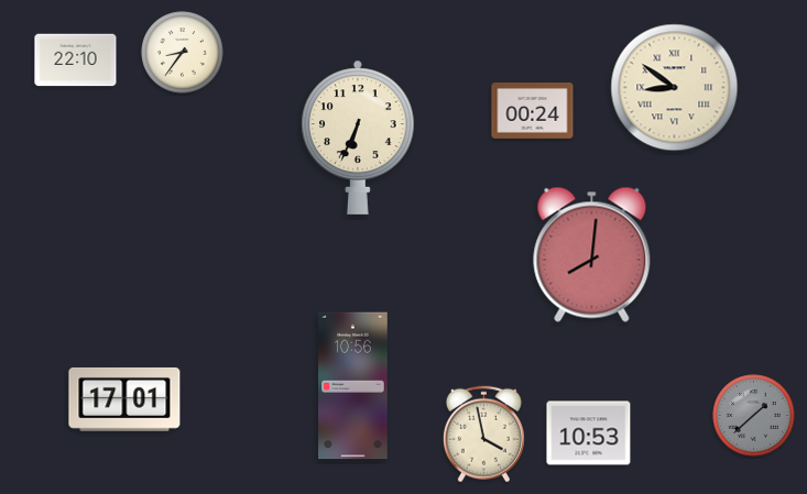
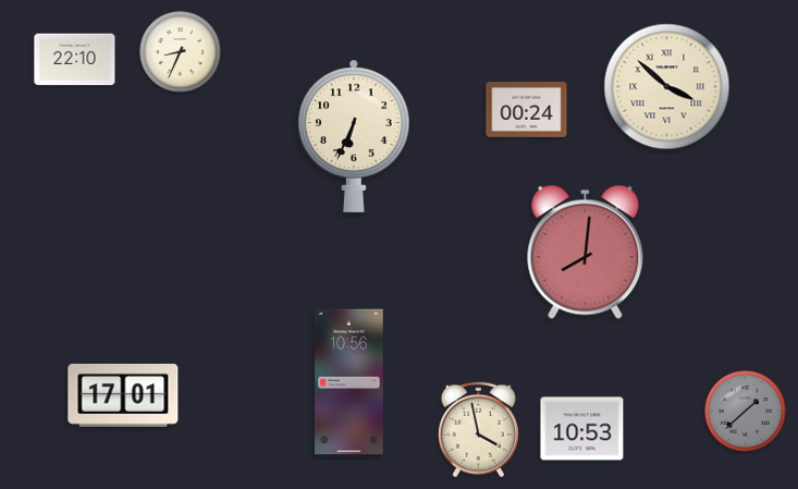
clock at (183, 53): 8:36 -> 8:34
clock at (675, 88): 8:51 -> 3:52
